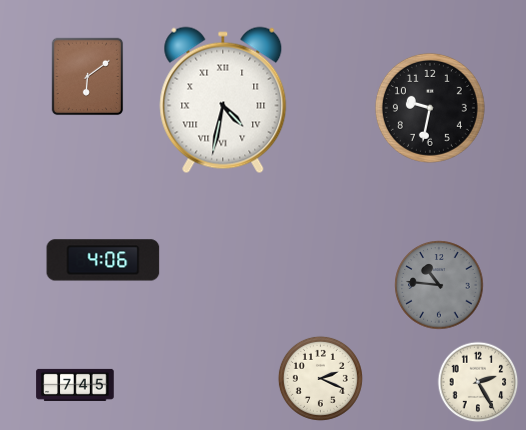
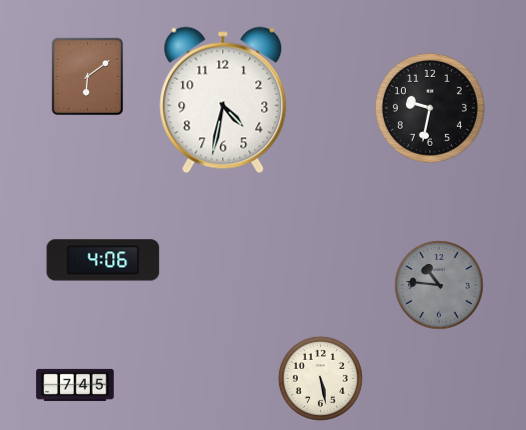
clock at (223, 100) numerals: Roman -> Arabic
clock at (320, 378): 2:19 -> 5:28
clock at (478, 382): 2:25 -> none
